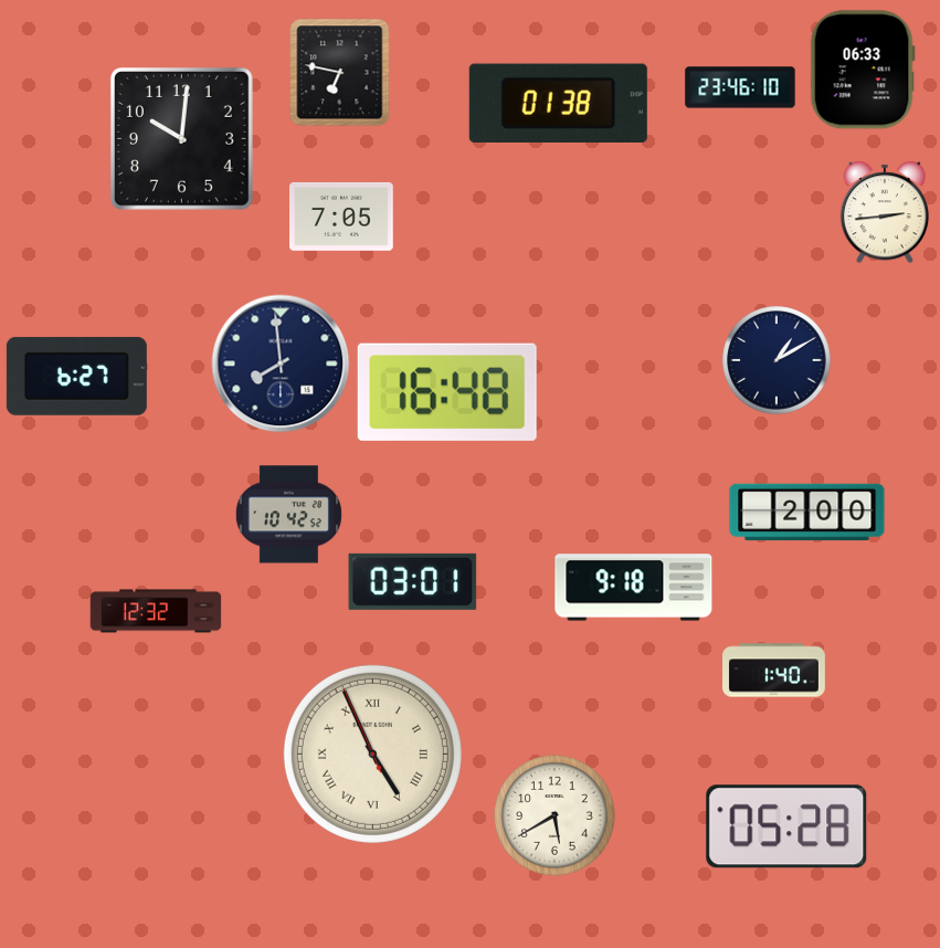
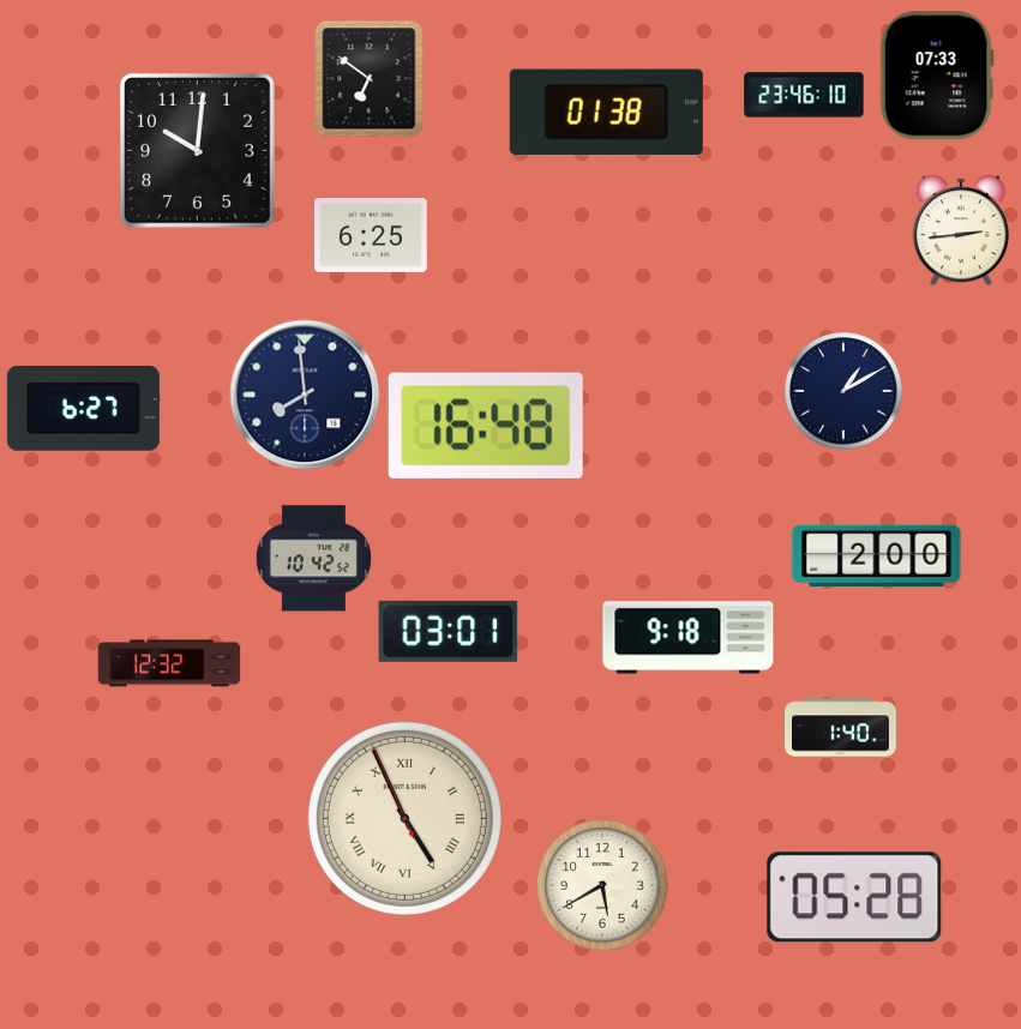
clock at (863, 70): 06:33 -> 07:33
clock at (340, 73): 6:47 -> 6:51
clock at (342, 217): 7:05 -> 6:25
